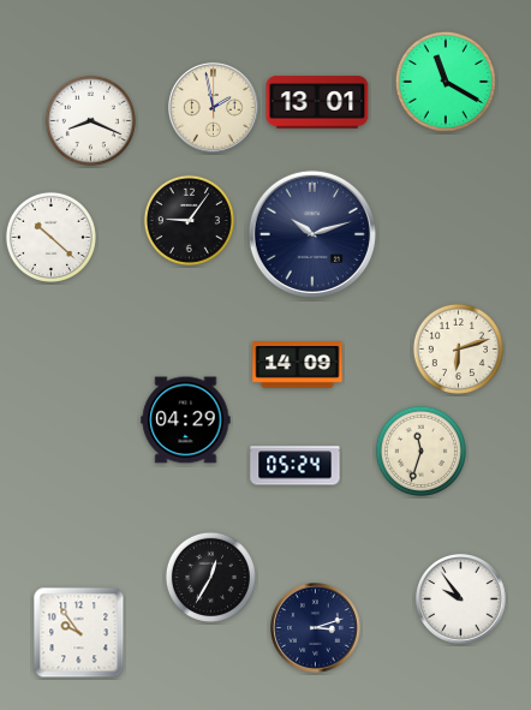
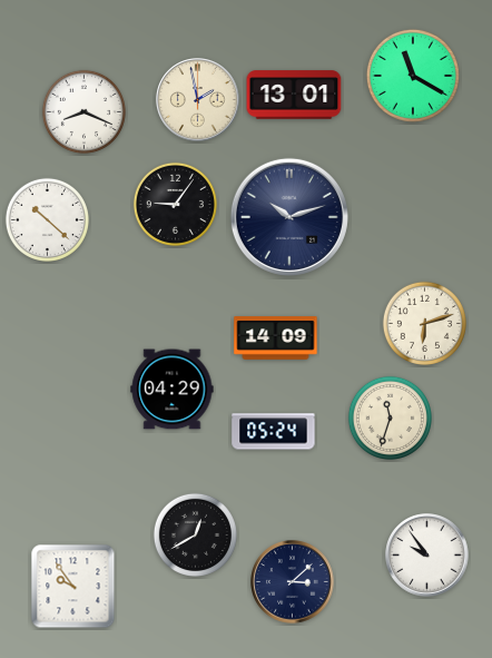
clock at (210, 577): 12:35 -> 12:40
clock at (316, 628): 3:12 -> 3:08
